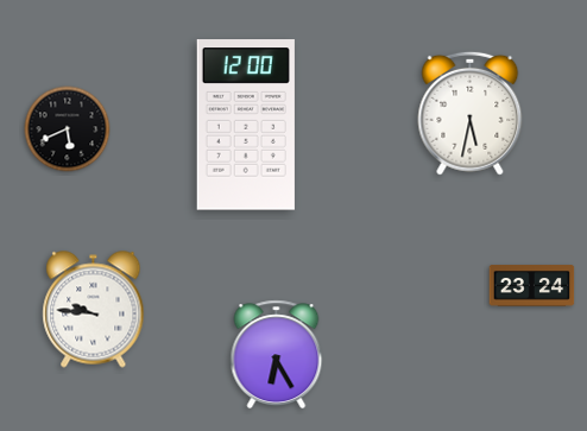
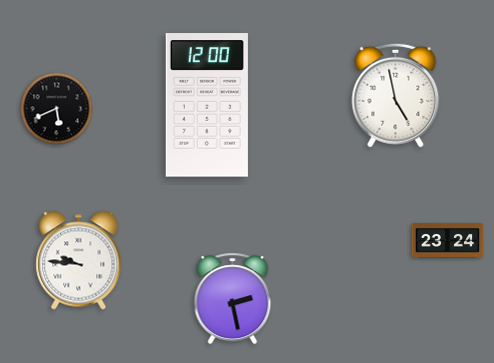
clock at (471, 113): 5:32 -> 4:58
clock at (277, 355): 6:25 -> 2:28
